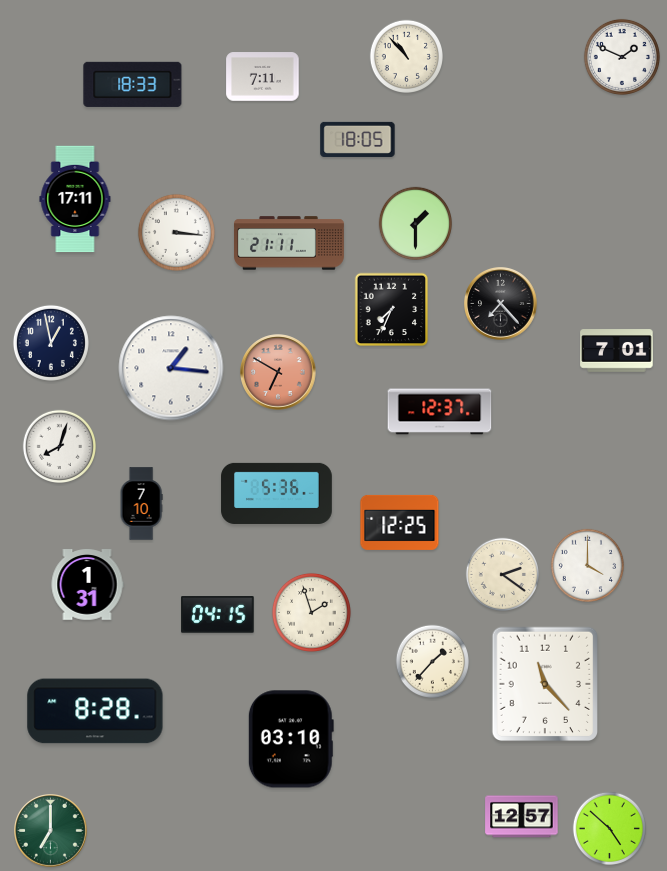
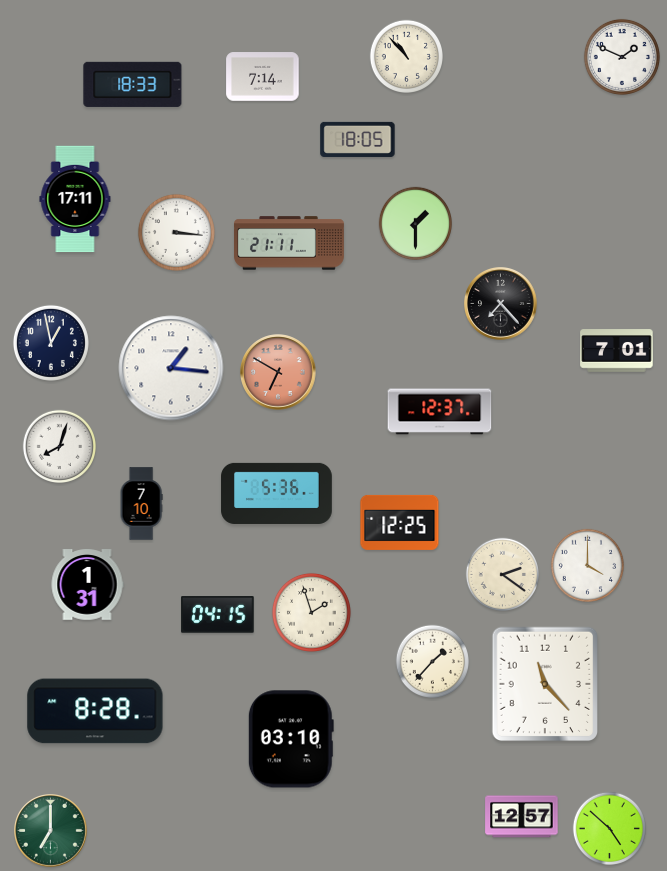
clock at (263, 77): 7:11 -> 7:14
clock at (392, 310): 7:34 -> none
